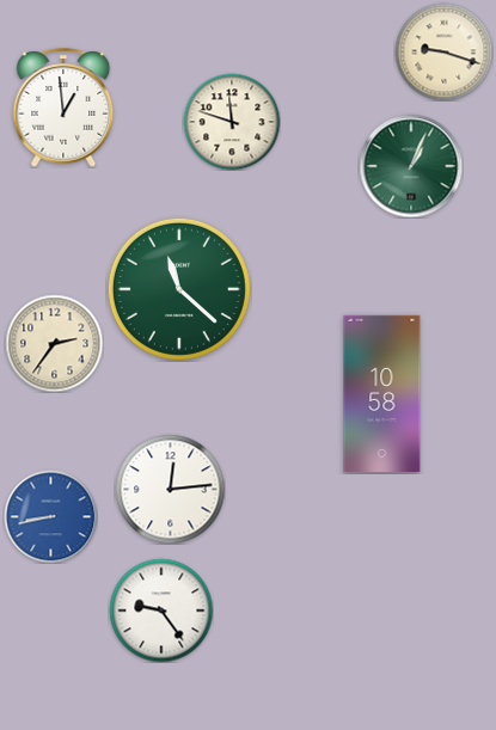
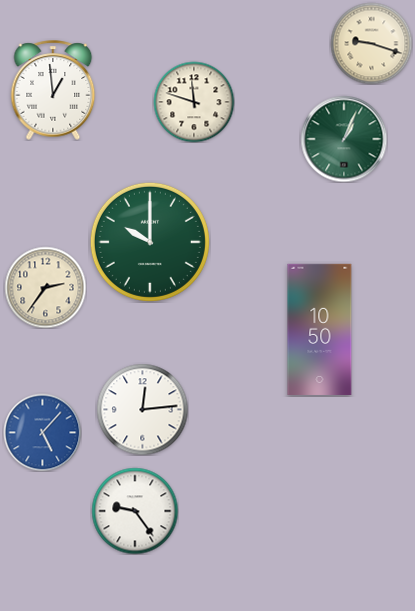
clock at (179, 289): 11:22 -> 10:00
clock at (382, 393): 10:58 -> 10:50
clock at (50, 516): 8:43 -> 5:07
